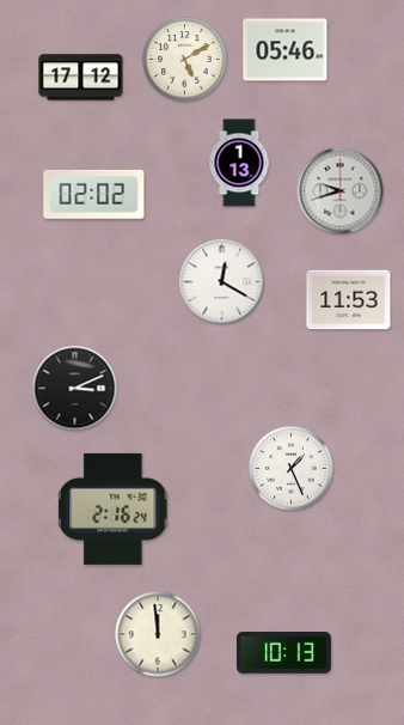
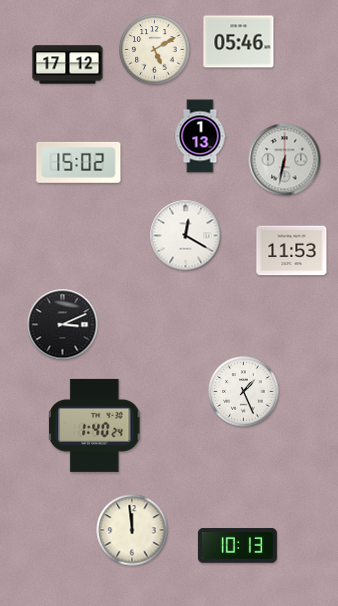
clock at (341, 191): 9:42 -> 6:32
clock at (94, 194): 02:02 -> 15:02
clock at (114, 508): 2:16 -> 1:40
